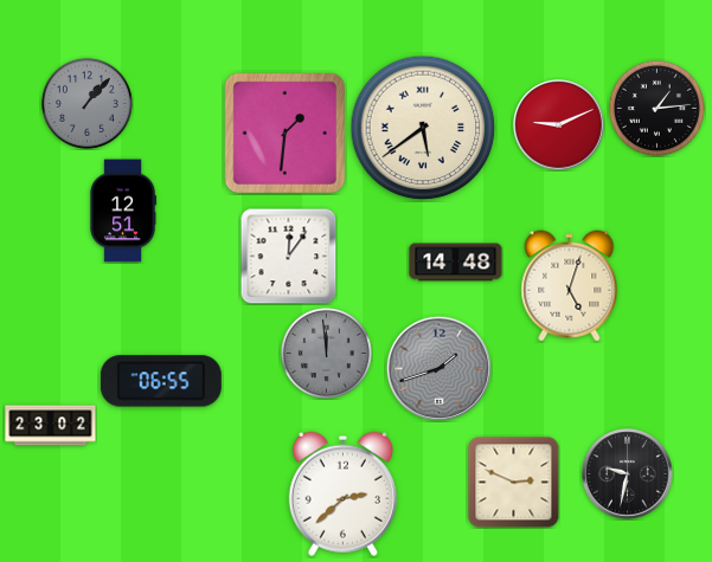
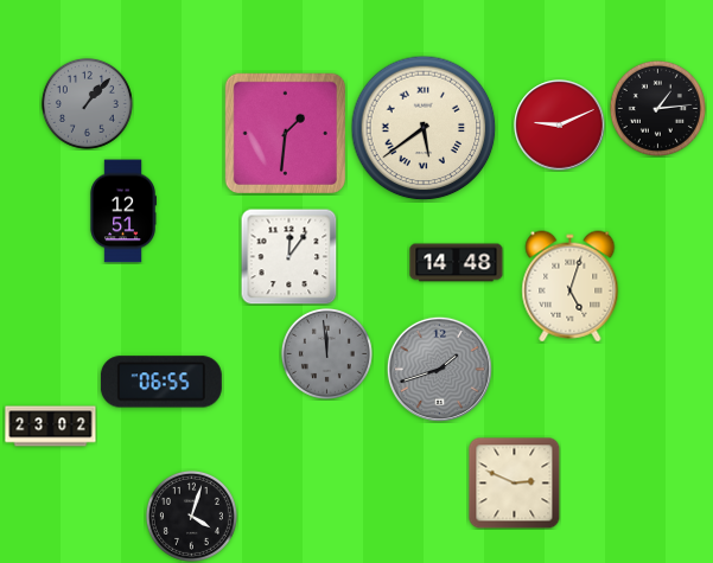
clock at (628, 474): 9:32 -> none
clock at (342, 493): 2:38 -> none
clock at (191, 516): none -> 4:03
